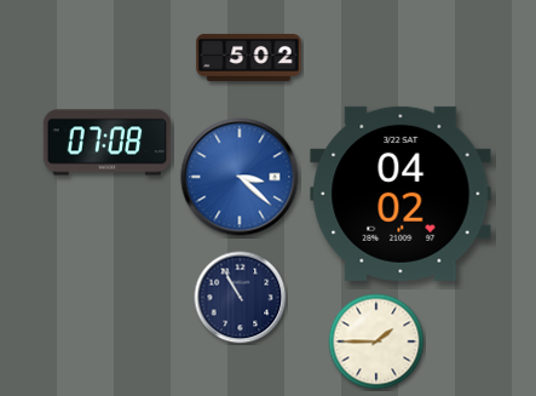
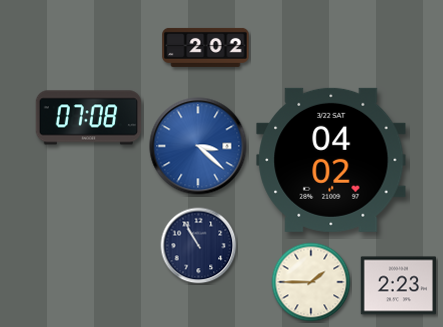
clock at (249, 57): 5:02 -> 2:02
clock at (398, 286): none -> 2:23
